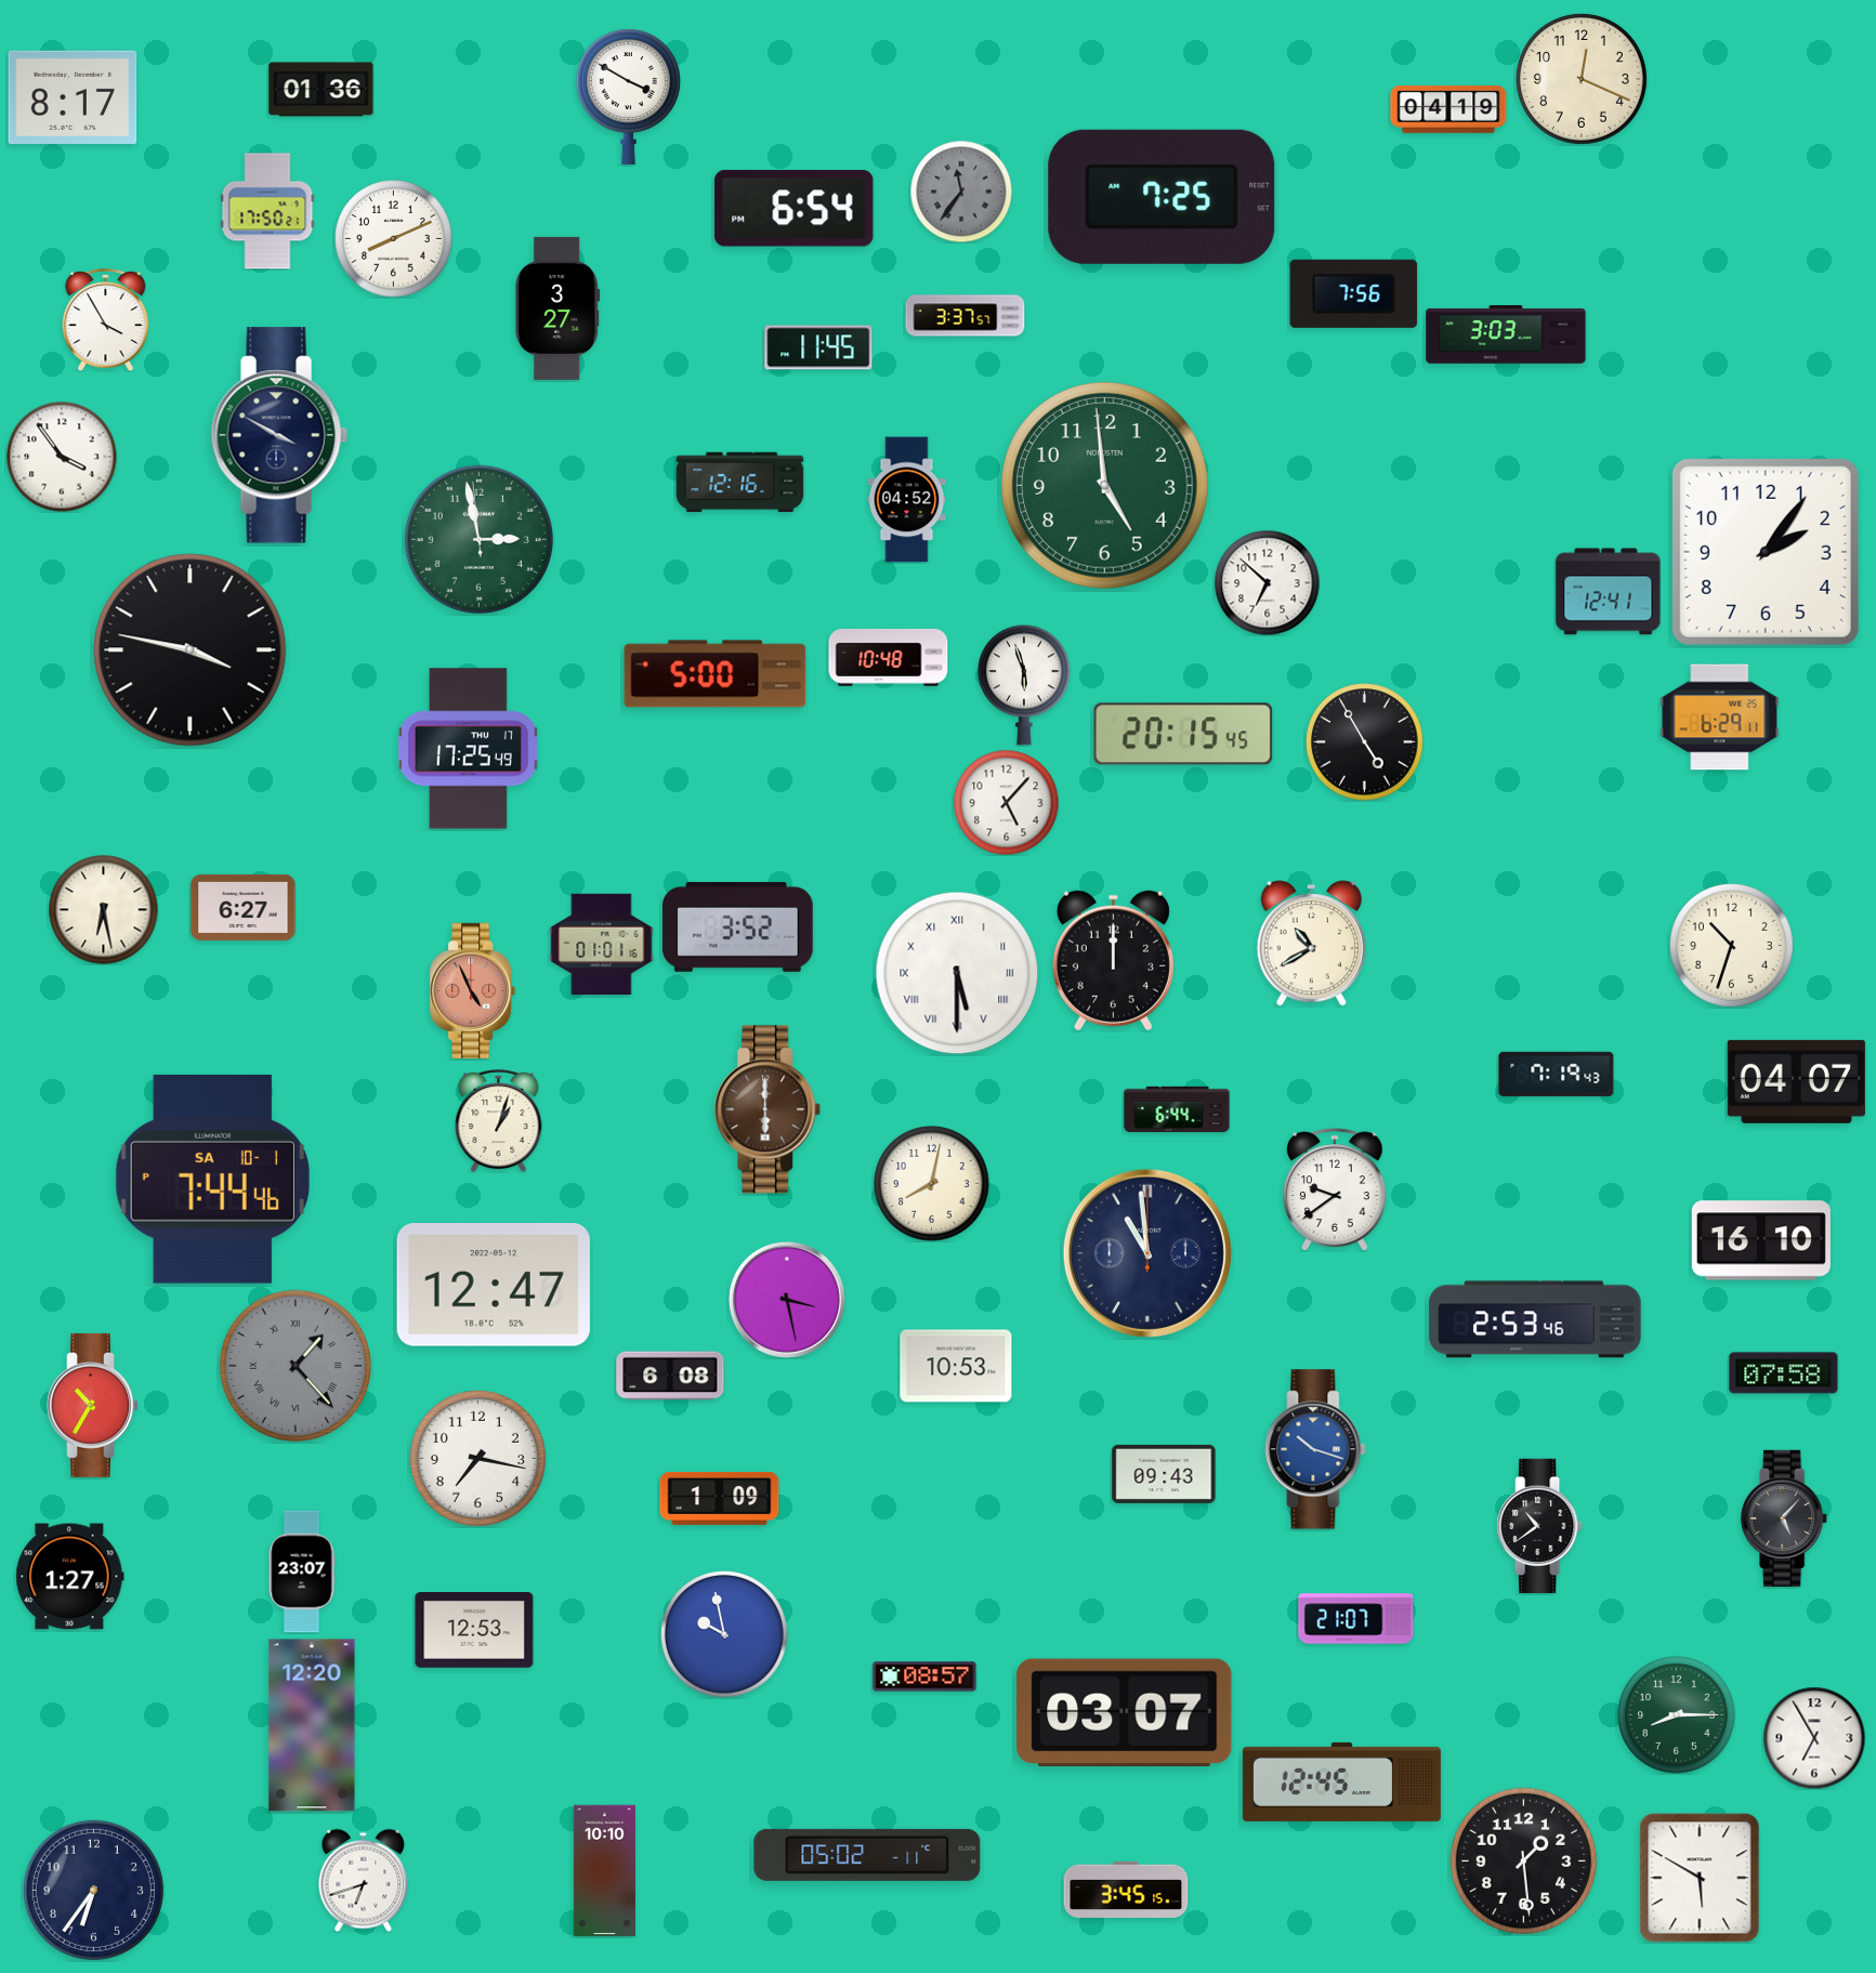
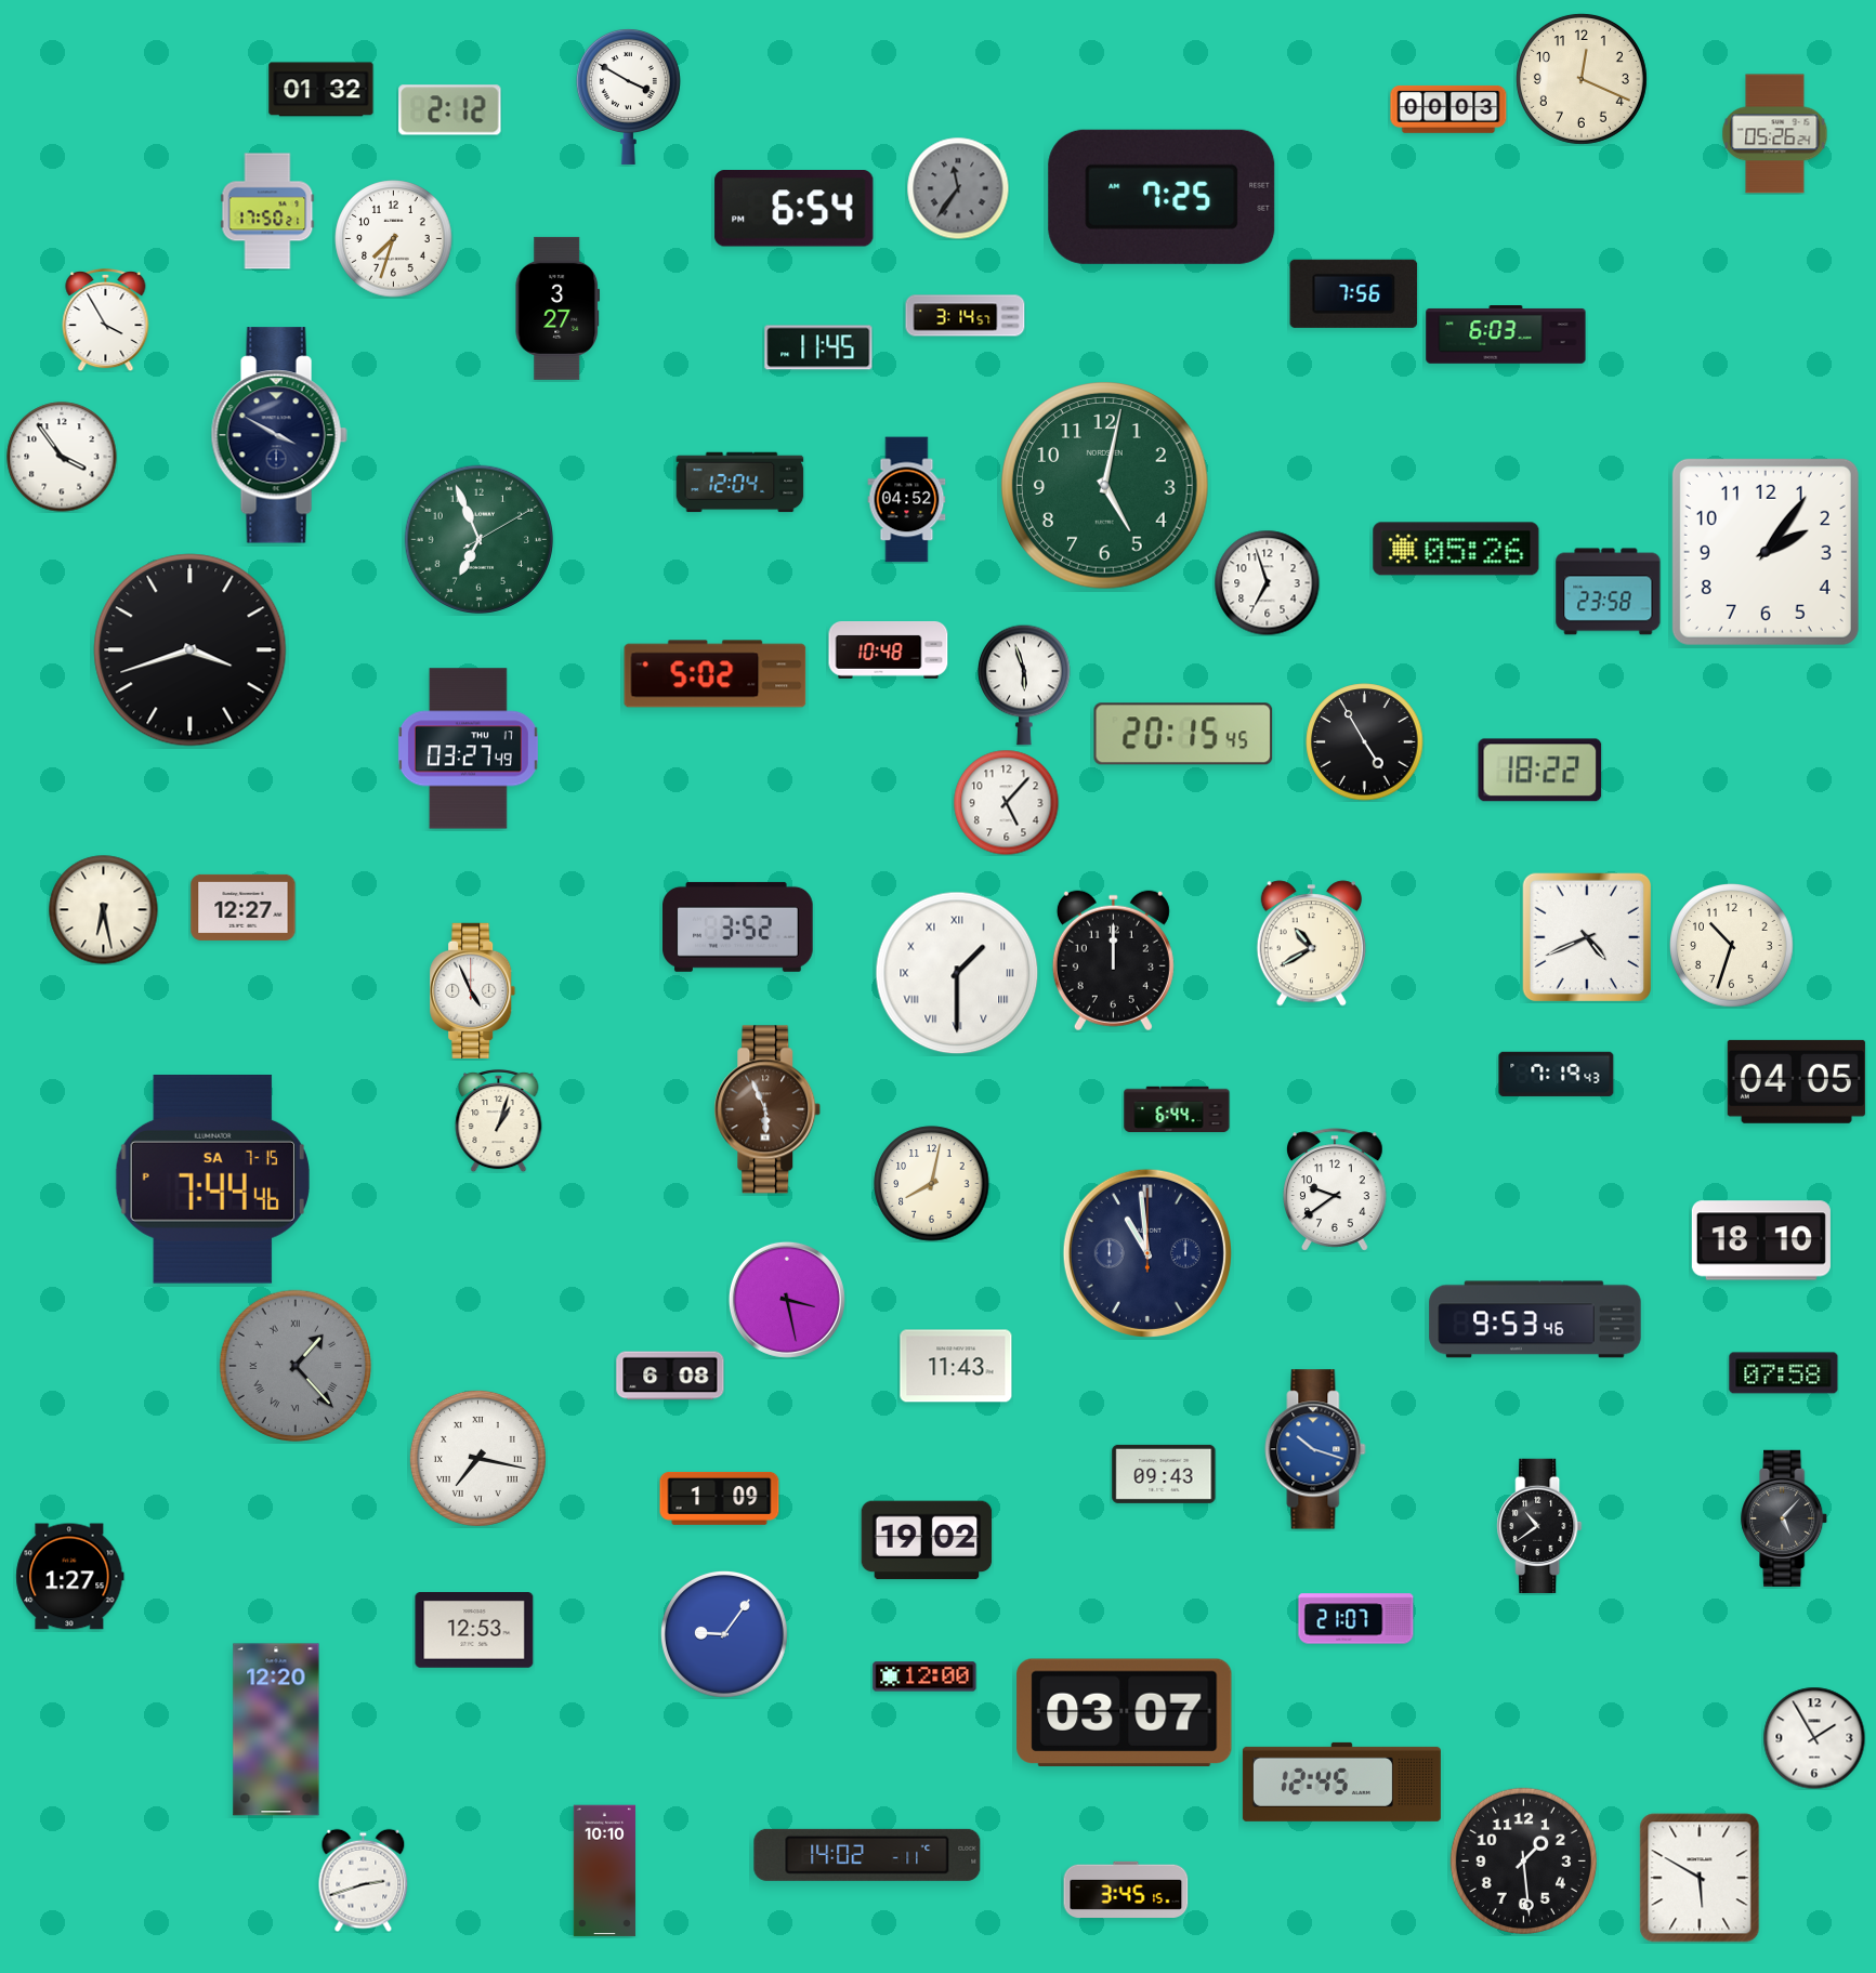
clock at (322, 90): 01:36 -> 01:32
clock at (73, 96): 8:17 -> none
clock at (1448, 109): 04:19 -> 00:03
clock at (450, 110): none -> 2:12
clock at (1775, 134): none -> 05:26
clock at (961, 192) position: (961, 192) -> (958, 188)
clock at (394, 239): 8:11 -> 7:33
clock at (966, 316): 3:37 -> 3:14
clock at (1506, 336): 3:03 -> 6:03
clock at (740, 483): 12:16 -> 12:04
clock at (1105, 486): 4:59 -> 5:02
clock at (478, 539): 2:57 -> 6:56
clock at (1456, 549): none -> 05:26
clock at (1267, 582): 6:52 -> 6:57
clock at (1609, 592): 12:41 -> 23:58
clock at (191, 650): 3:47 -> 3:42
clock at (889, 658) position: (889, 658) -> (889, 650)
clock at (716, 674): 5:00 -> 5:02
clock at (1720, 718): 6:29 -> none
clock at (468, 749): 17:25 -> 03:27
clock at (1540, 771): none -> 18:22
clock at (244, 907): 6:27 -> 12:27
clock at (1587, 937): none -> 4:41
clock at (602, 945): 01:01 -> none
clock at (957, 973): 5:30 -> 1:30
clock at (473, 990) dial: salmon -> white
clock at (1796, 1081): 04:07 -> 04:05
clock at (768, 1109): 6:00 -> 5:56
clock at (212, 1179) date: SA 10-1 -> SA 7-15
clock at (1761, 1240): 16:10 -> 18:10
clock at (494, 1286): 12:47 -> none
clock at (1535, 1319): 2:53 -> 9:53
clock at (956, 1366): 10:53 -> 11:43
clock at (93, 1405): 10:35 -> none
clock at (477, 1458) numerals: Arabic -> Roman
clock at (927, 1540): none -> 19:02
clock at (302, 1571): 23:07 -> none
clock at (724, 1634): 9:58 -> 9:06
clock at (924, 1676): 08:57 -> 12:00
clock at (1677, 1715): 8:15 -> none
clock at (312, 1725) position: (312, 1725) -> (276, 1729)
clock at (1814, 1738): 6:55 -> 1:55
clock at (867, 1855): 05:02 -> 14:02
clock at (364, 1880): 6:42 -> 2:42
clock at (93, 1890): 6:36 -> none
